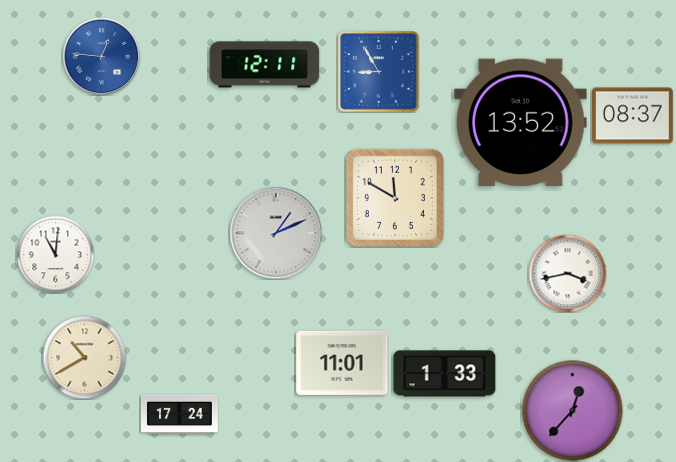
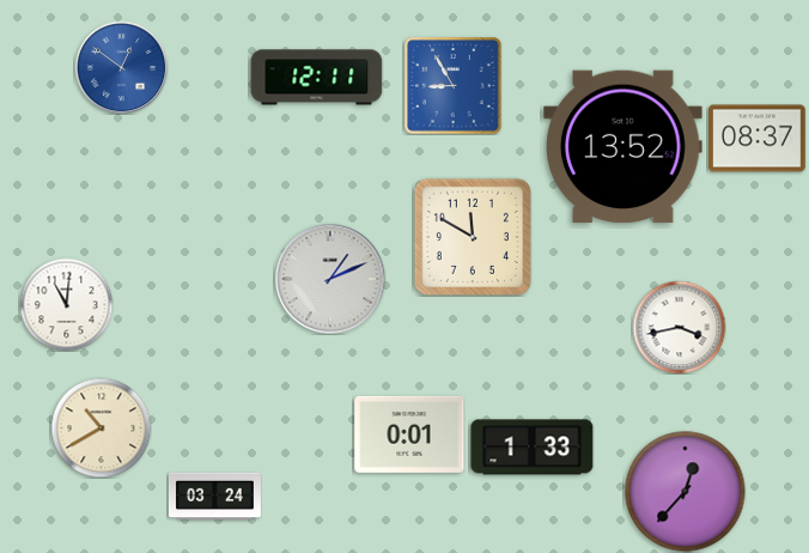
clock at (101, 56): 12:46 -> 12:51
clock at (342, 363): 11:01 -> 0:01
clock at (179, 414): 17:24 -> 03:24
